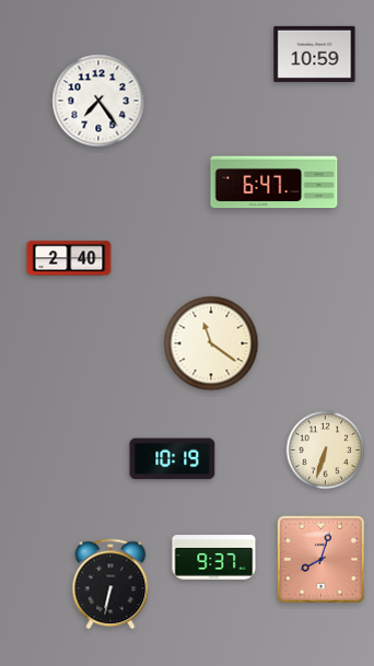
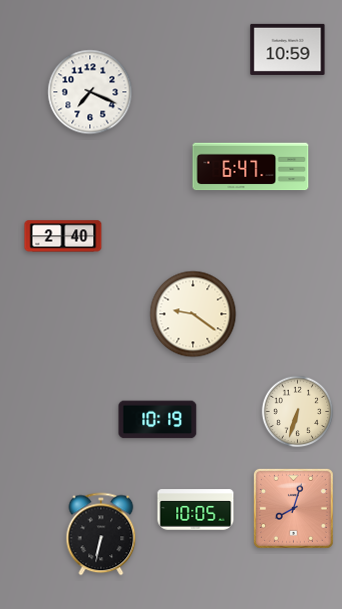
clock at (98, 101): 7:24 -> 7:19
clock at (211, 343): 11:21 -> 9:21
clock at (214, 558): 9:37 -> 10:05
clock at (320, 559) position: (320, 559) -> (293, 508)
